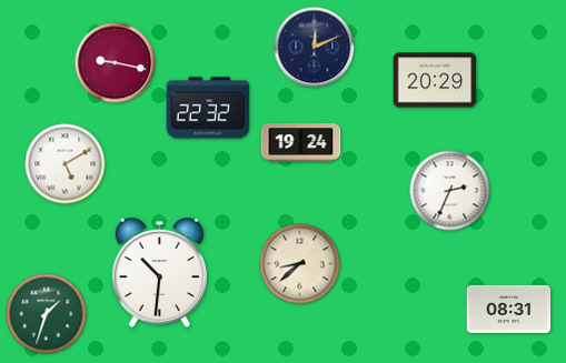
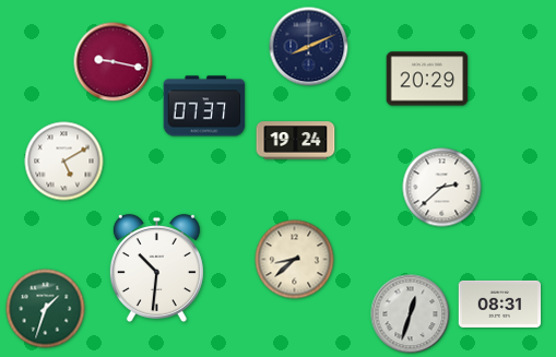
clock at (315, 48): 12:11 -> 8:11
clock at (208, 108): 22:32 -> 07:37
clock at (450, 191): 2:34 -> 2:38
clock at (411, 314): none -> 12:33
